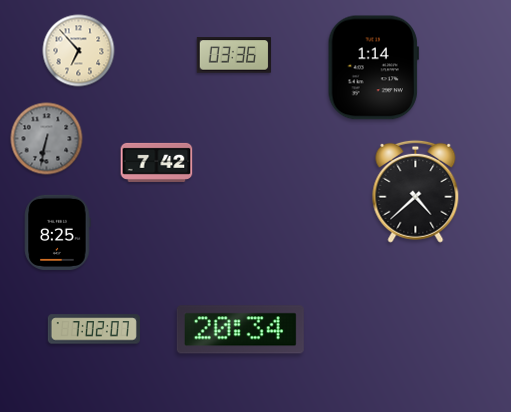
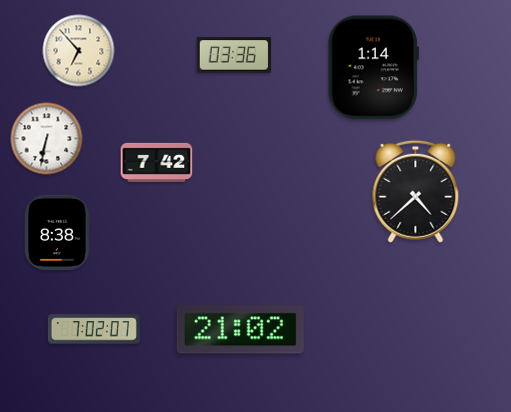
clock at (47, 139) dial: grey -> white
clock at (58, 232): 8:25 -> 8:38
clock at (240, 330): 20:34 -> 21:02
